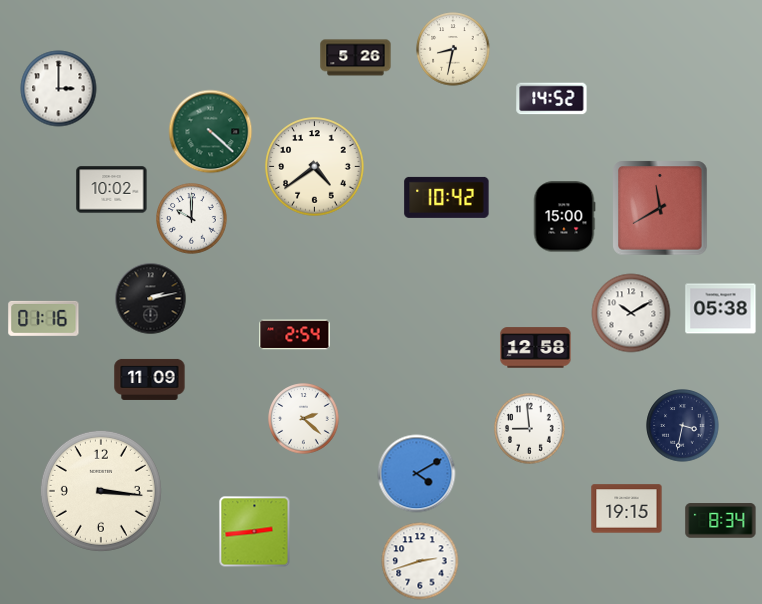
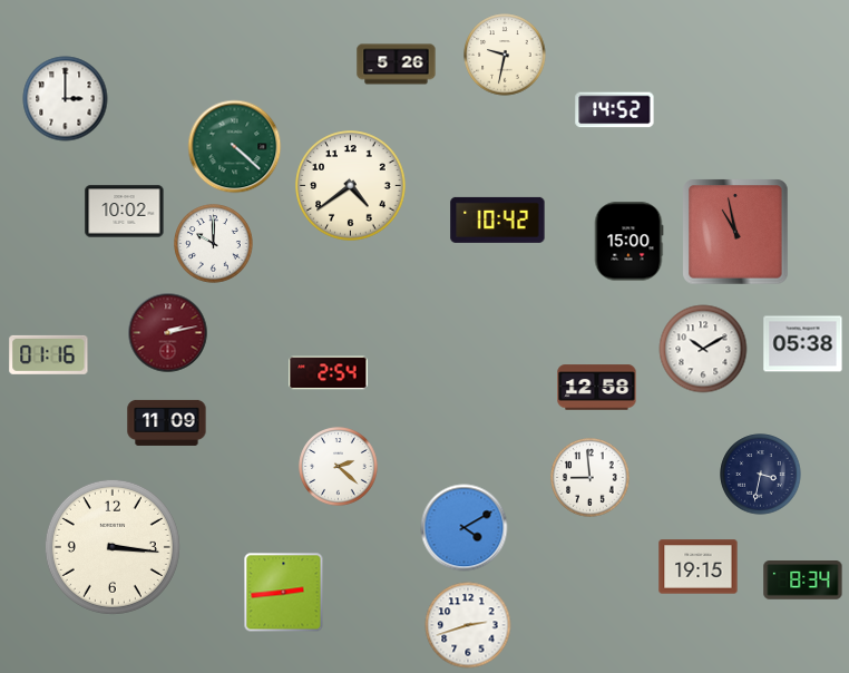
clock at (453, 49): 8:32 -> 9:32
clock at (660, 208): 11:40 -> 10:58
clock at (151, 299) dial: black -> burgundy
